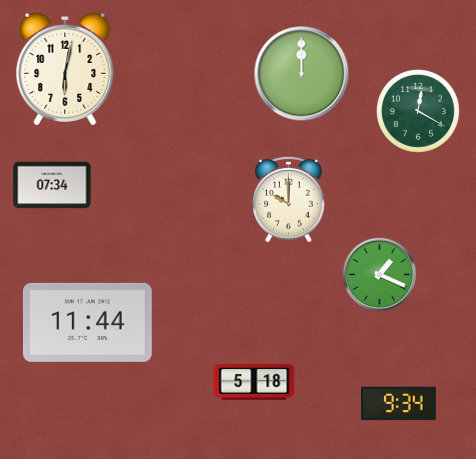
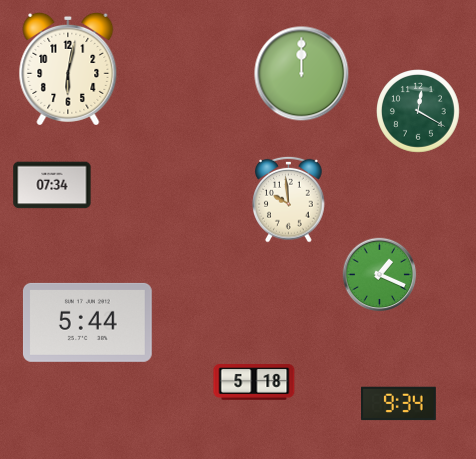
clock at (65, 69) position: (65, 69) -> (68, 69)
clock at (289, 199): 10:00 -> 9:59
clock at (87, 322): 11:44 -> 5:44
